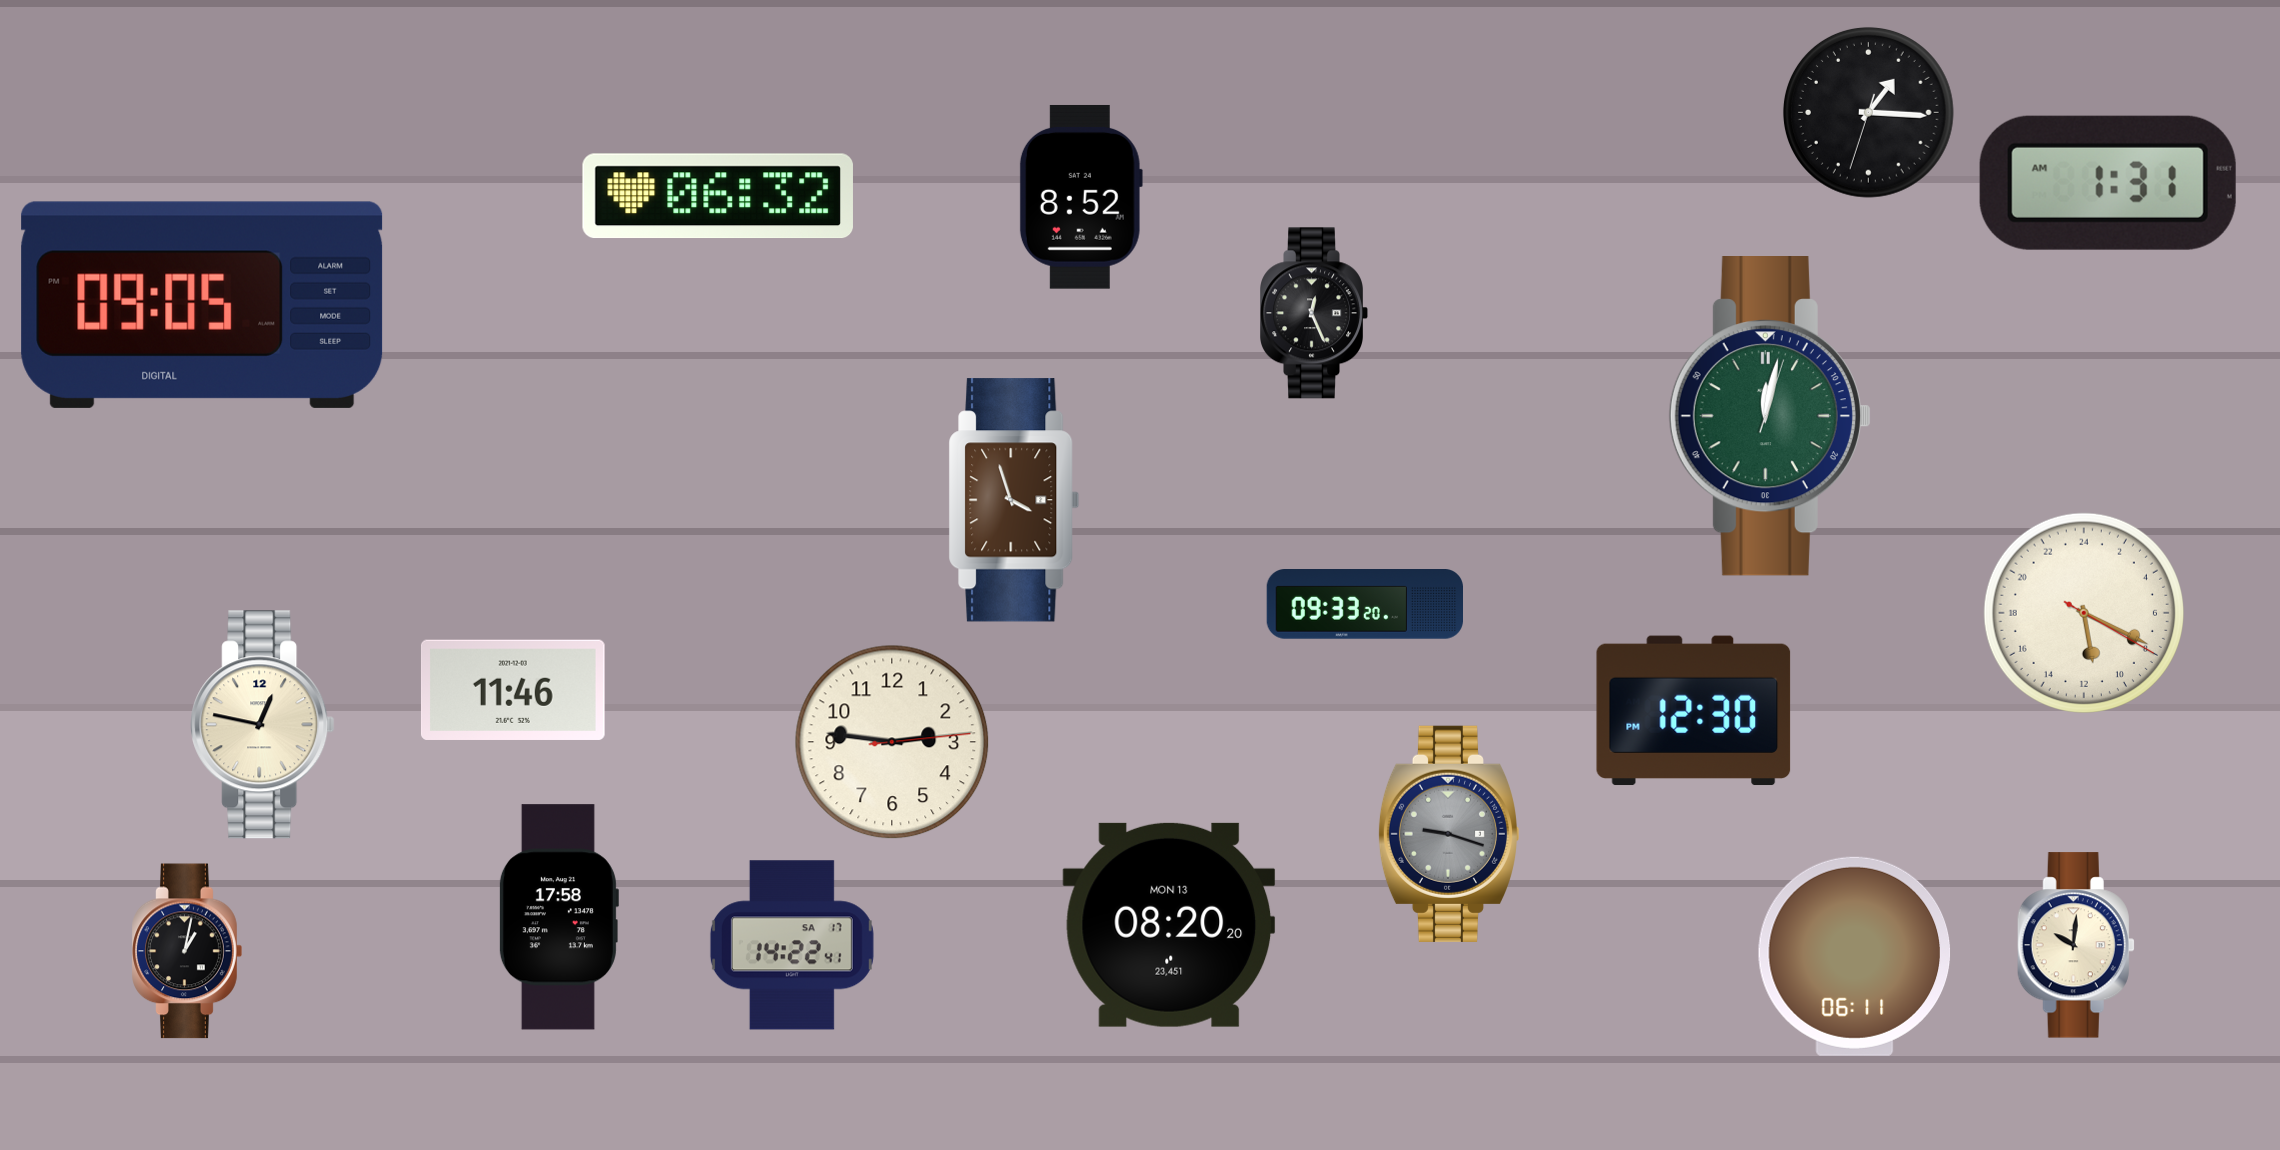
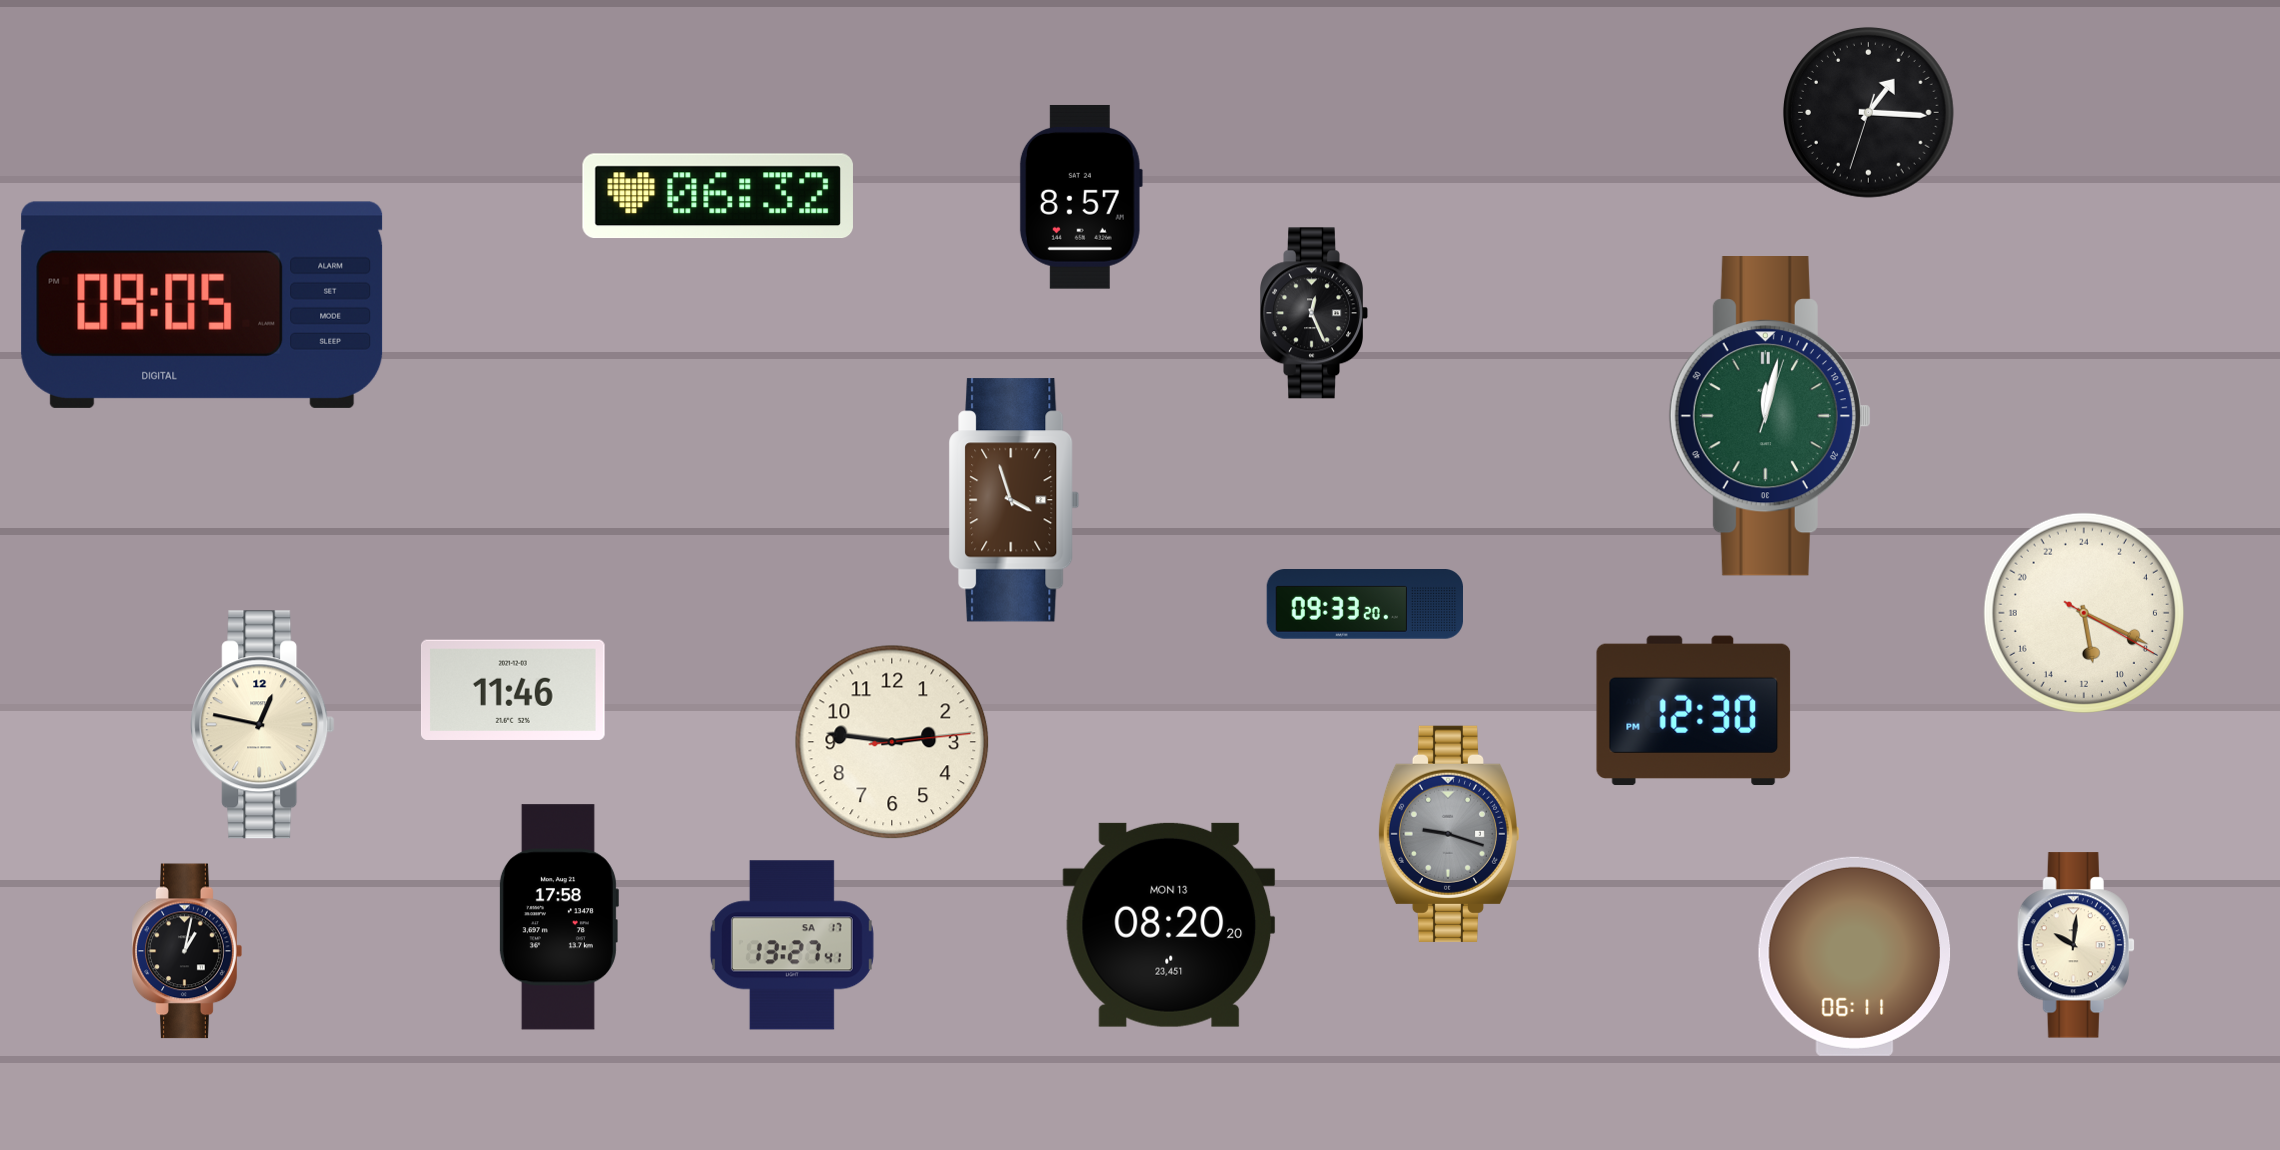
clock at (2108, 183): 1:31 -> none
clock at (1081, 197): 8:52 -> 8:57
clock at (792, 945): 14:22 -> 13:27
